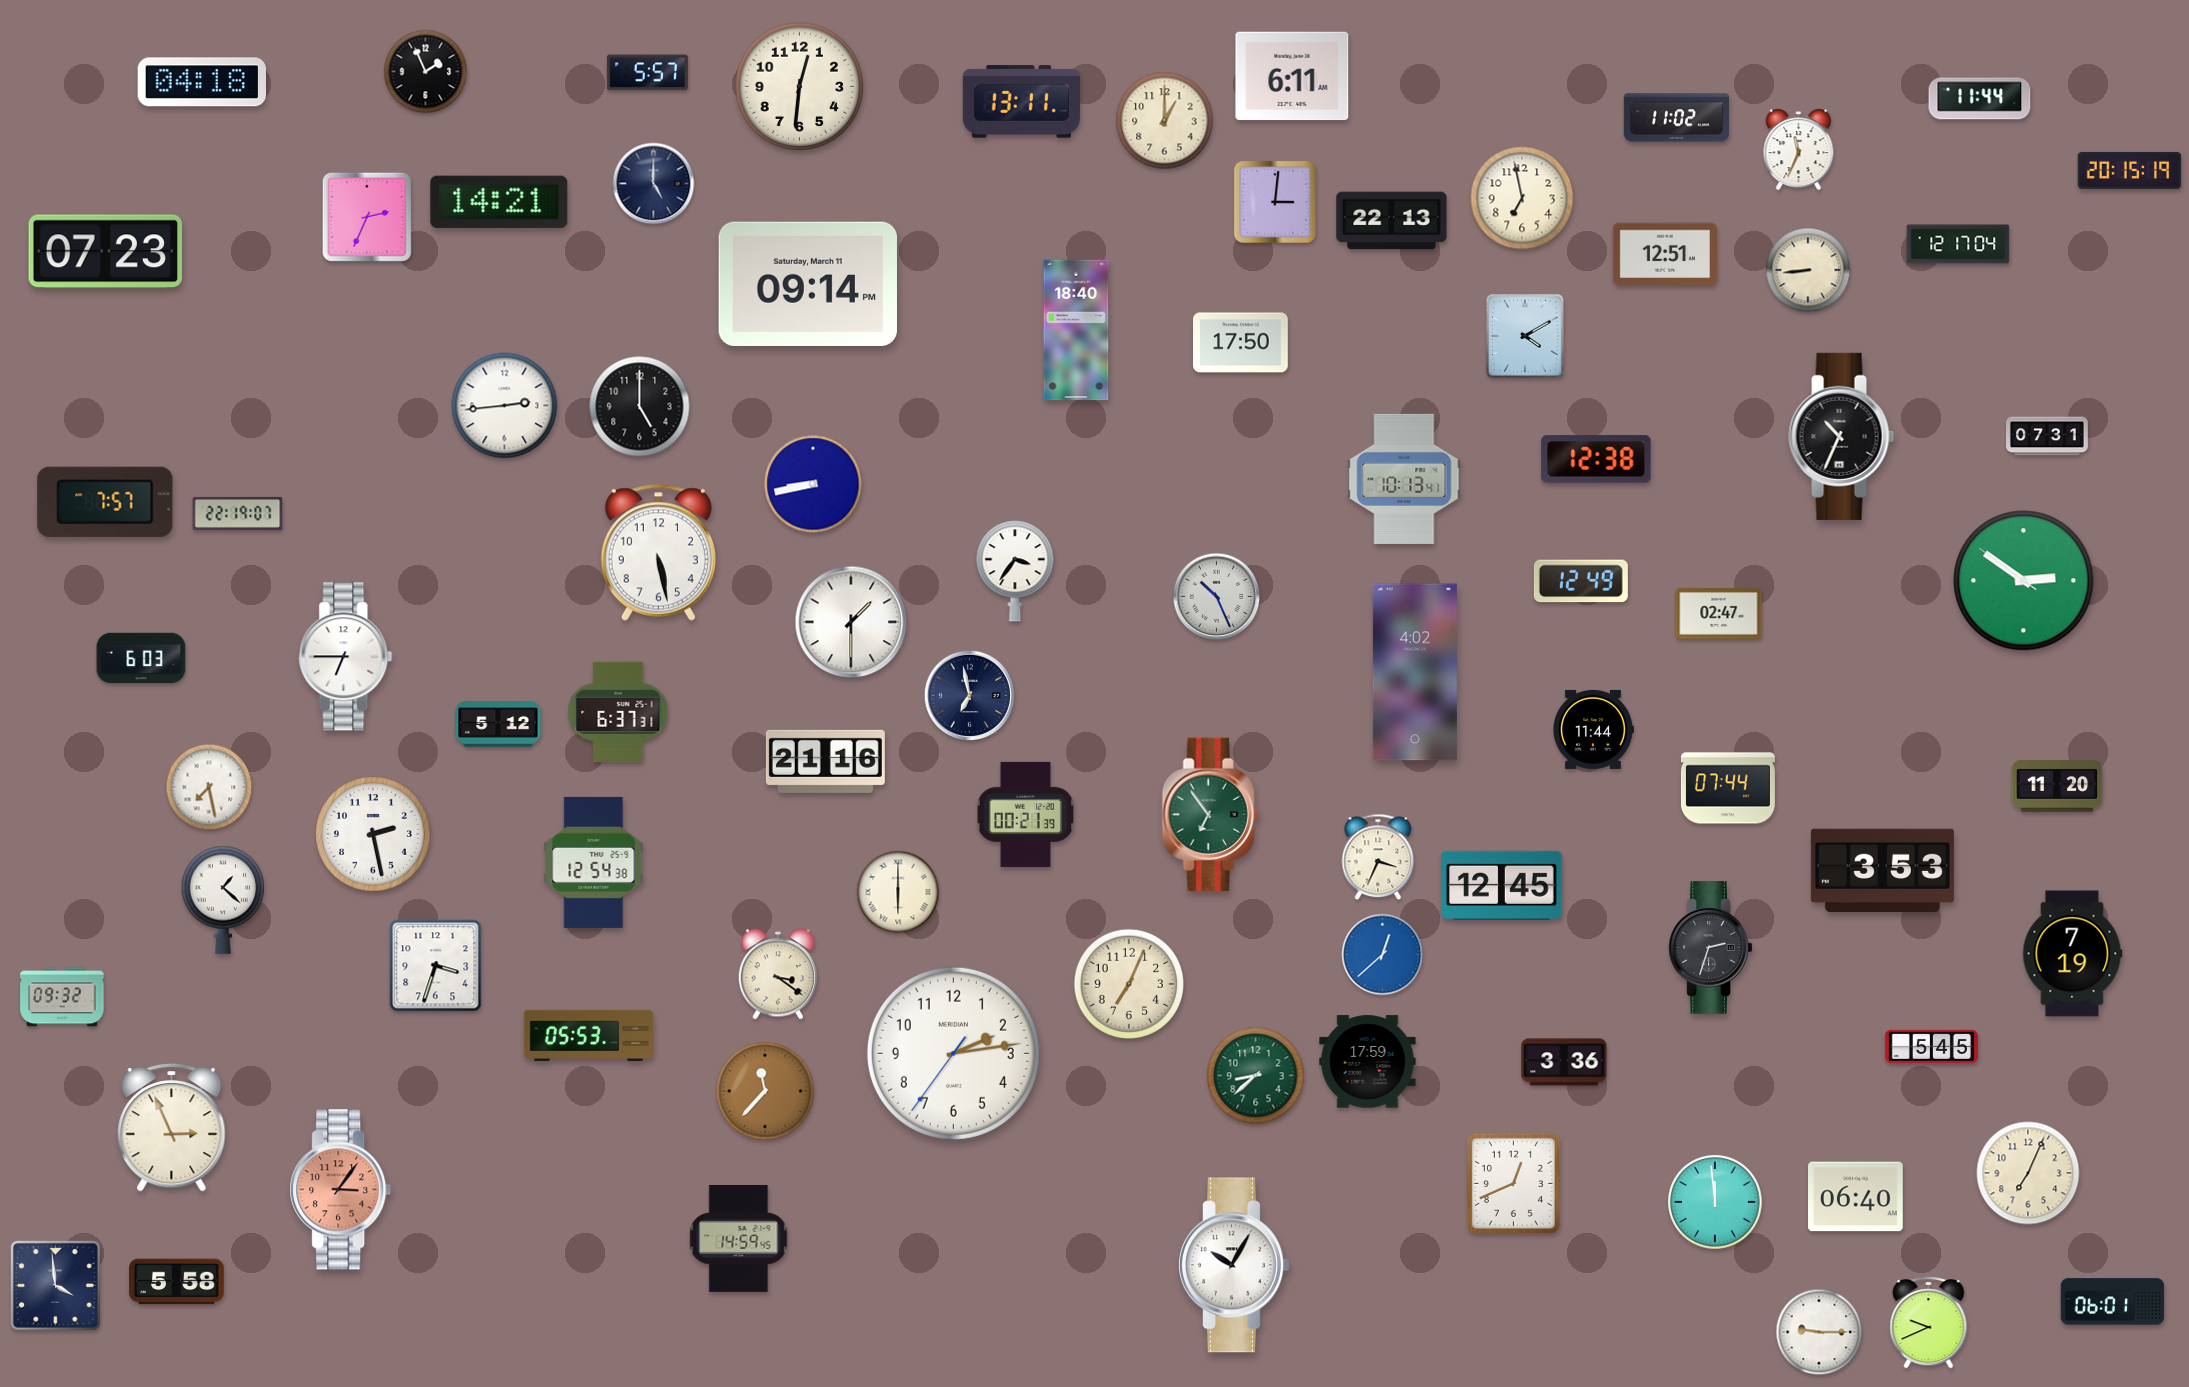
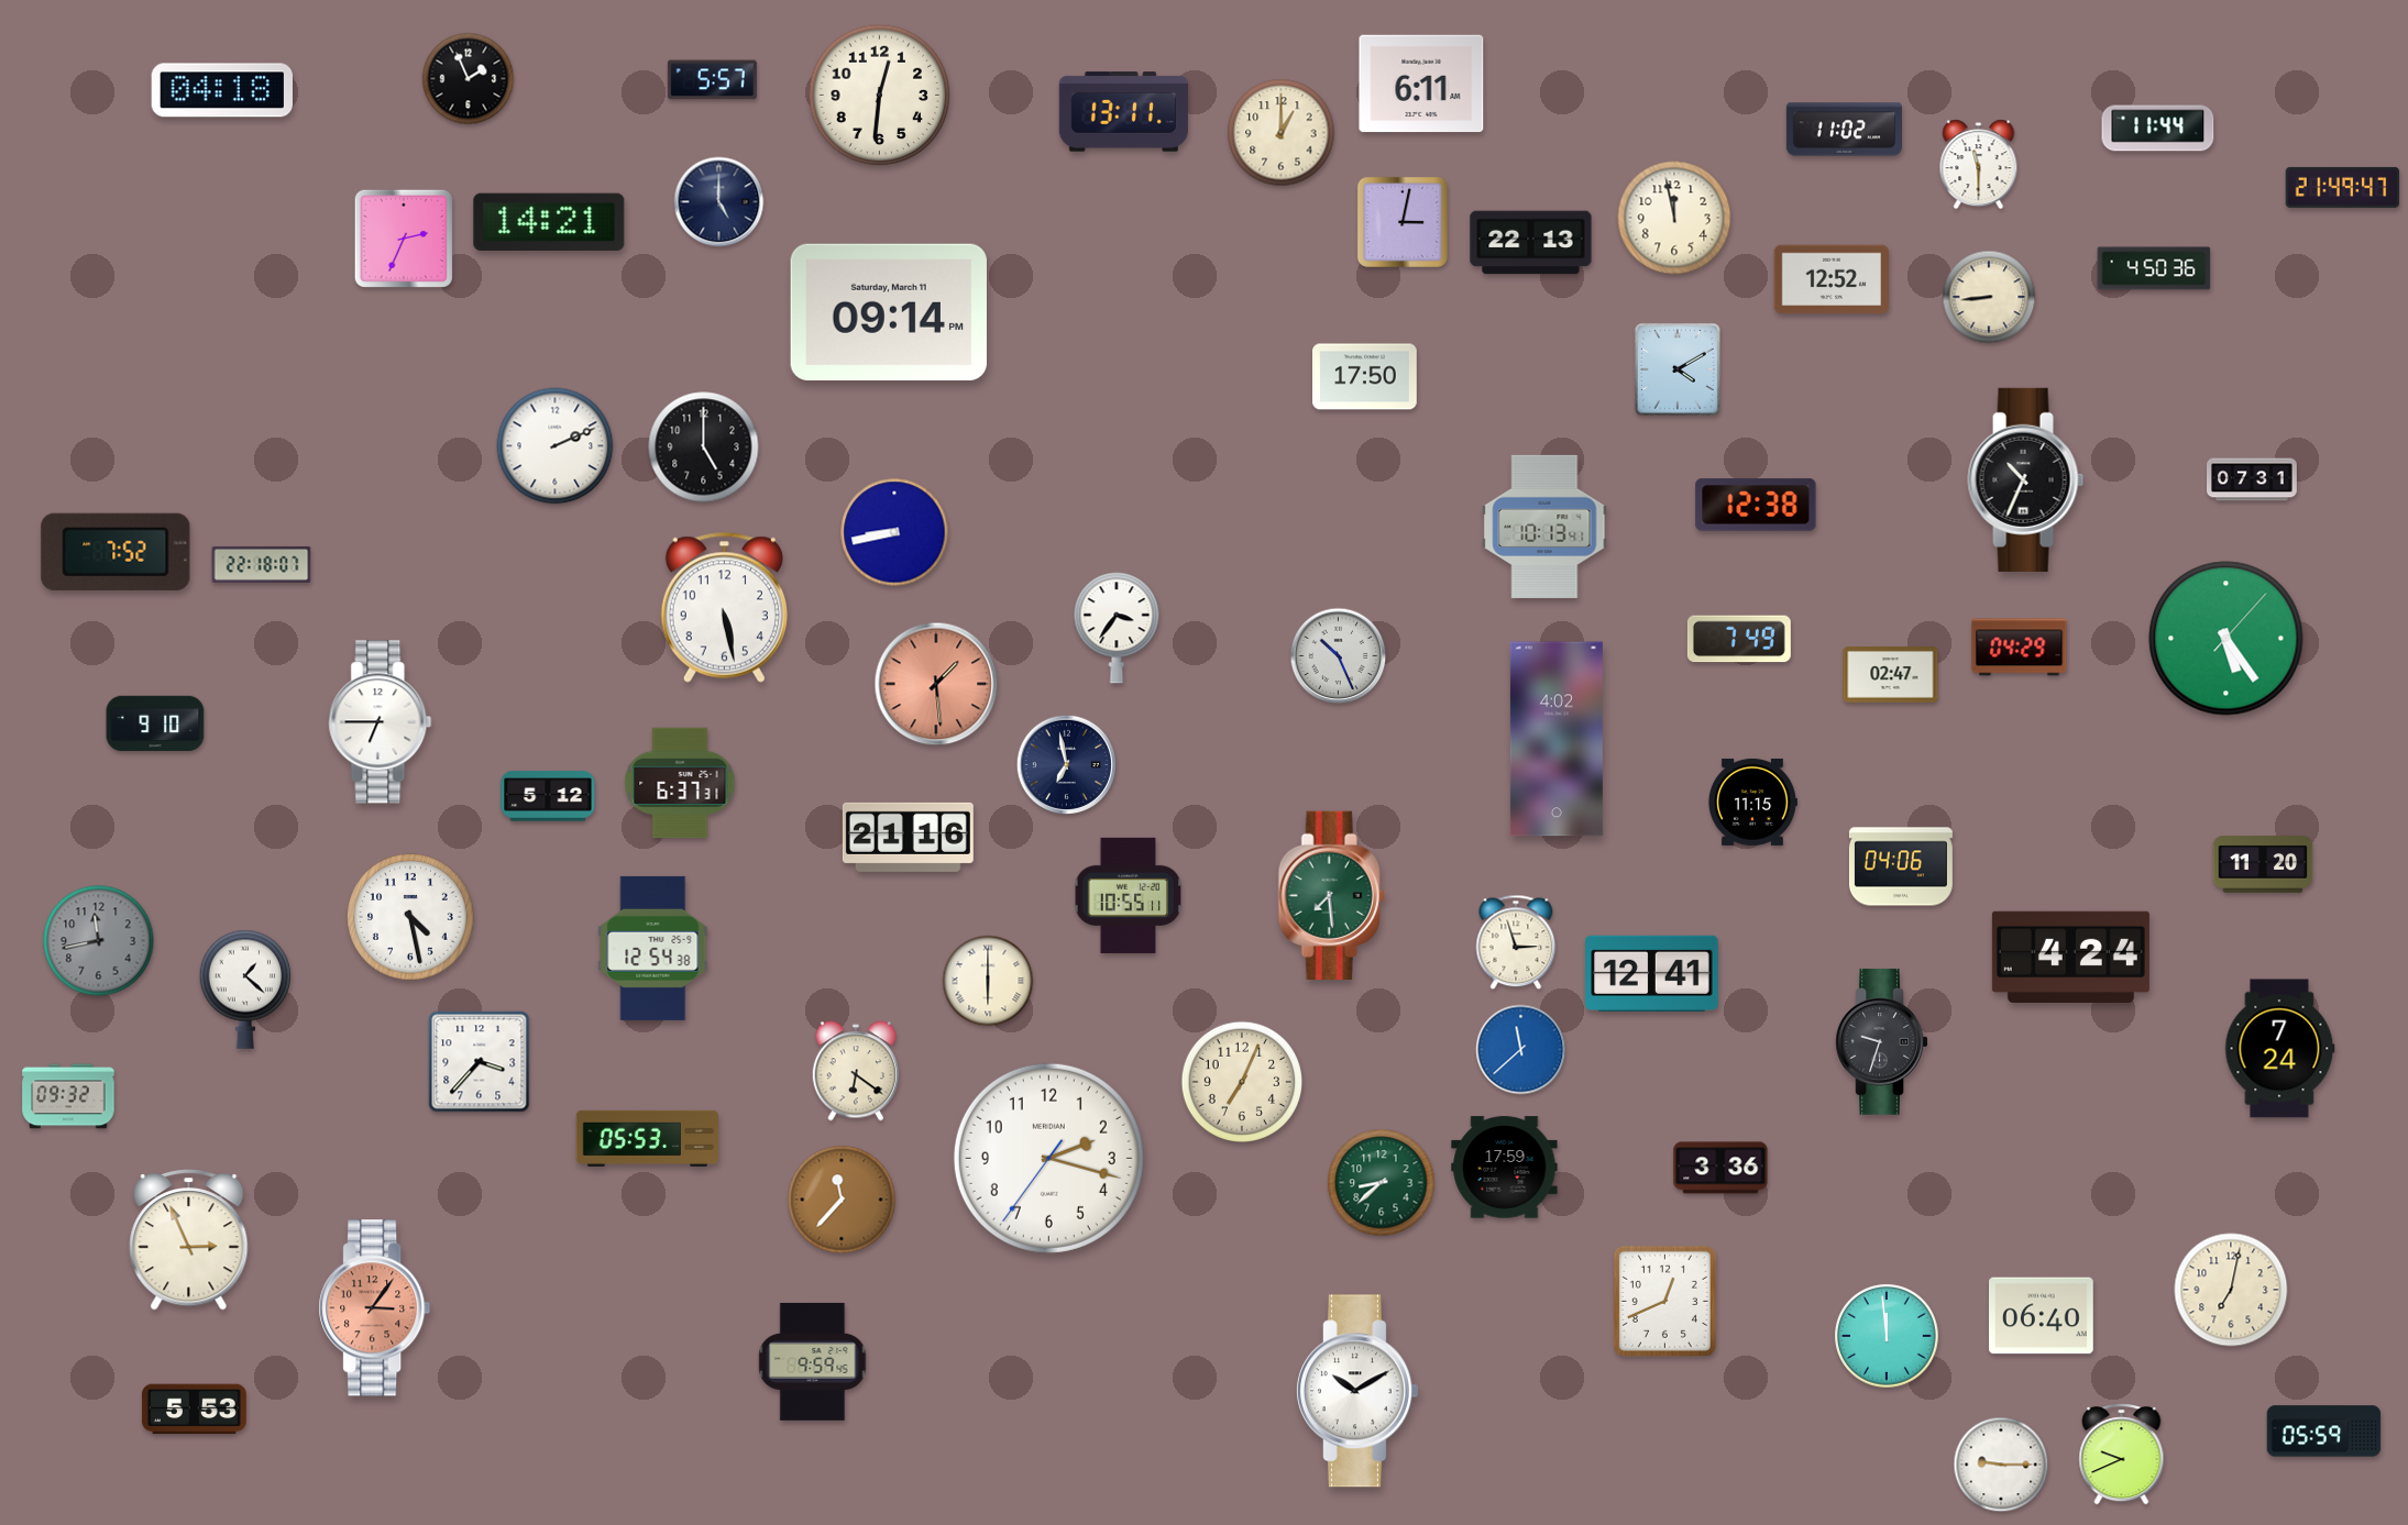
clock at (1980, 99) position: (1980, 99) -> (2158, 129)
clock at (1799, 150): 11:34 -> 11:30
clock at (2130, 170): 20:15 -> 21:49
clock at (1522, 198): 6:58 -> 11:58
clock at (1275, 202): 3:01 -> 3:02
clock at (1958, 244): 12:17 -> 4:50
clock at (105, 252): 07:23 -> none
clock at (1664, 254): 12:51 -> 12:52
clock at (1076, 330): 18:40 -> none
clock at (505, 406): 2:44 -> 2:11
clock at (105, 502): 7:57 -> 7:52
clock at (238, 513): 22:19 -> 22:18
clock at (1581, 581): 12:49 -> 7:49
clock at (2024, 581): 2:50 -> 5:24
clock at (2020, 648): none -> 04:29
clock at (851, 622): 1:30 -> 1:29
clock at (851, 622) dial: white -> salmon
clock at (141, 658): 6:03 -> 9:10
clock at (1594, 729): 11:44 -> 11:15
clock at (209, 787): 7:28 -> none
clock at (1728, 788): 07:44 -> 04:06
clock at (1026, 814): 00:21 -> 10:55
clock at (1210, 815): 6:54 -> 7:29
clock at (373, 834): 2:28 -> 4:28
clock at (99, 941): none -> 11:43
clock at (1378, 857): 3:34 -> 2:57
clock at (1882, 871): 3:53 -> 4:24
clock at (1502, 885): 12:45 -> 12:41
clock at (1711, 948): 2:33 -> 9:33
clock at (2073, 954): 7:19 -> 7:24
clock at (1383, 955): 12:38 -> 11:38
clock at (436, 966): 3:33 -> 3:37
clock at (778, 974): 3:21 -> 6:21
clock at (1931, 1046): 5:45 -> none
clock at (953, 1053): 2:13 -> 2:17
clock at (2028, 1173): 7:04 -> 7:02
clock at (1715, 1202) position: (1715, 1202) -> (1887, 1336)
clock at (739, 1238): 14:59 -> 9:59
clock at (1233, 1265): 10:05 -> 10:10
clock at (177, 1282): 5:58 -> 5:53
clock at (56, 1286): 3:59 -> none
clock at (2113, 1302): 06:01 -> 05:59
